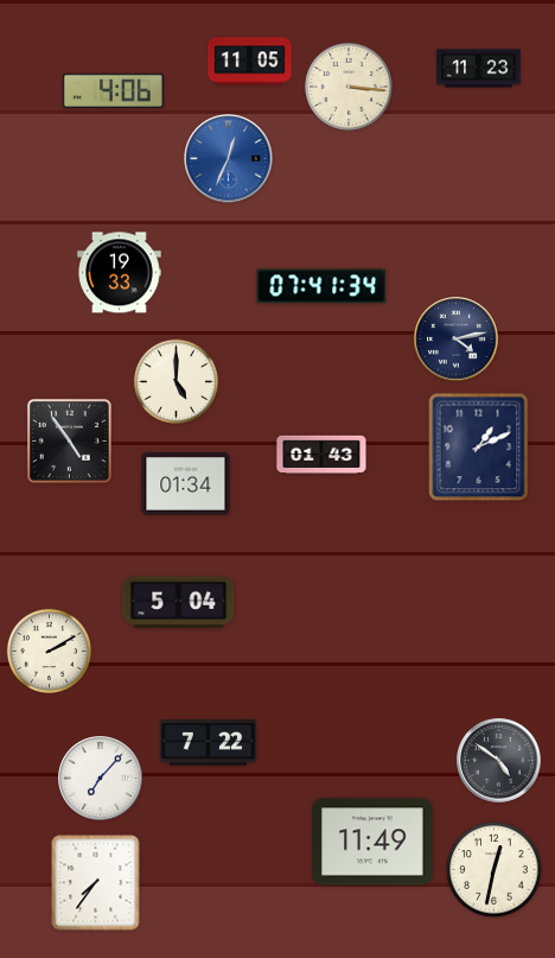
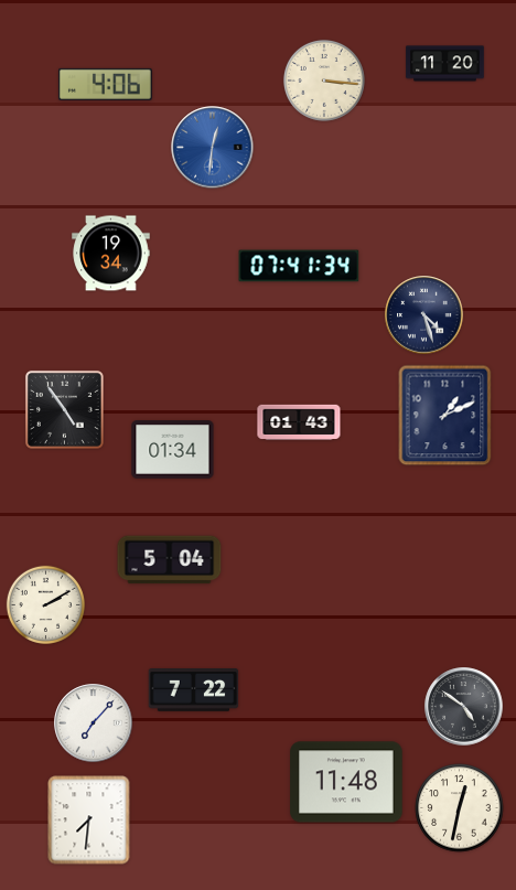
clock at (250, 62): 11:05 -> none
clock at (479, 69): 11:23 -> 11:20
clock at (229, 159): 12:34 -> 12:31
clock at (120, 273): 19:33 -> 19:34
clock at (457, 340): 4:13 -> 4:27
clock at (176, 381): 5:00 -> none
clock at (179, 603) position: (179, 603) -> (170, 560)
clock at (372, 842): 11:49 -> 11:48
clock at (96, 883): 7:36 -> 7:31
